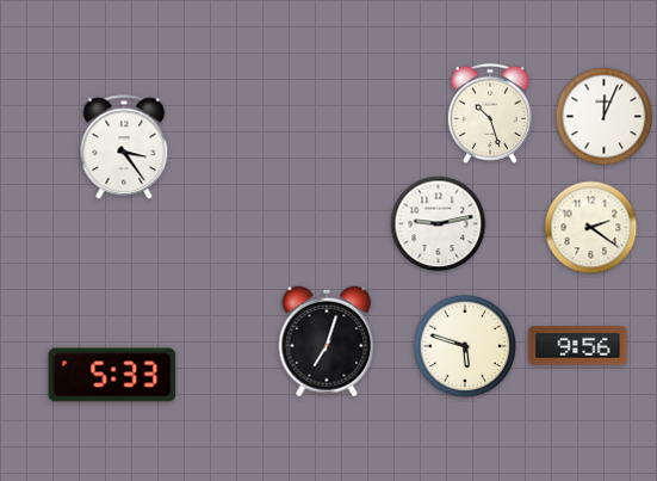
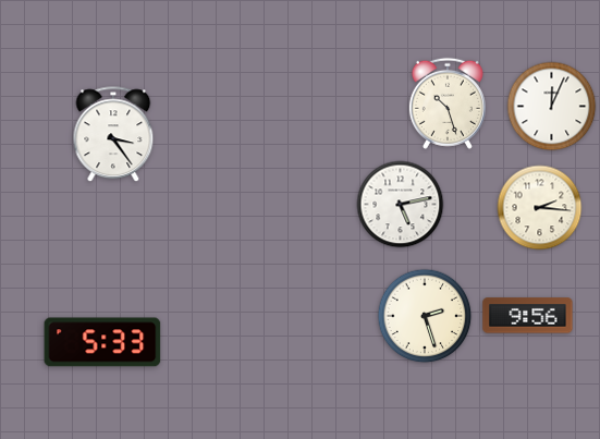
clock at (439, 224): 9:13 -> 5:13
clock at (591, 228): 2:21 -> 2:16
clock at (327, 341): 7:03 -> none
clock at (465, 346): 5:48 -> 2:27
